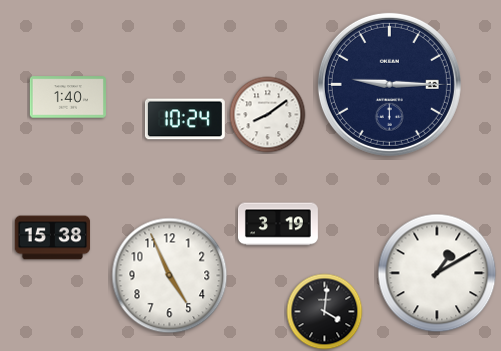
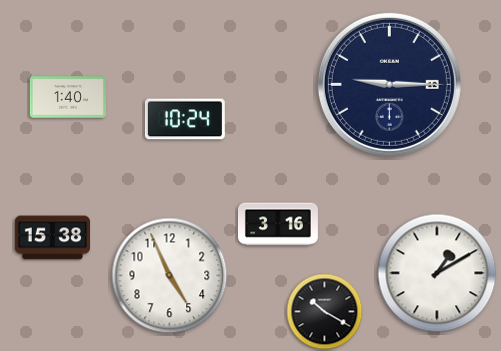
clock at (268, 115): 8:09 -> none
clock at (278, 224): 3:19 -> 3:16
clock at (325, 312): 4:01 -> 10:20
